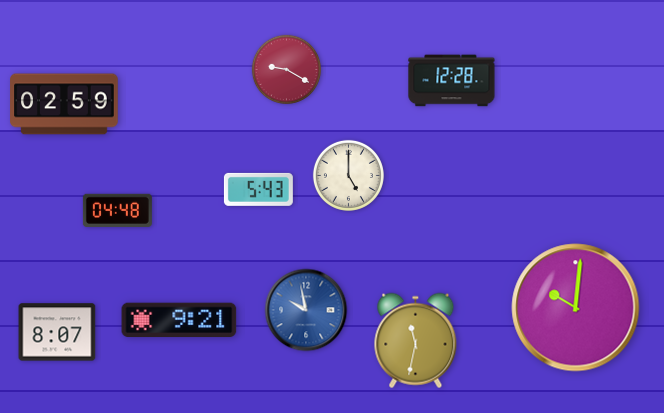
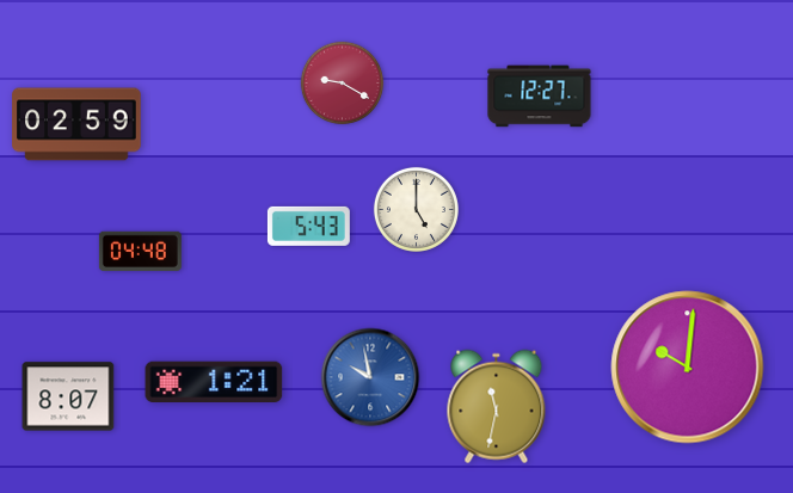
clock at (452, 81): 12:28 -> 12:27
clock at (306, 310) position: (306, 310) -> (370, 377)
clock at (179, 320): 9:21 -> 1:21
